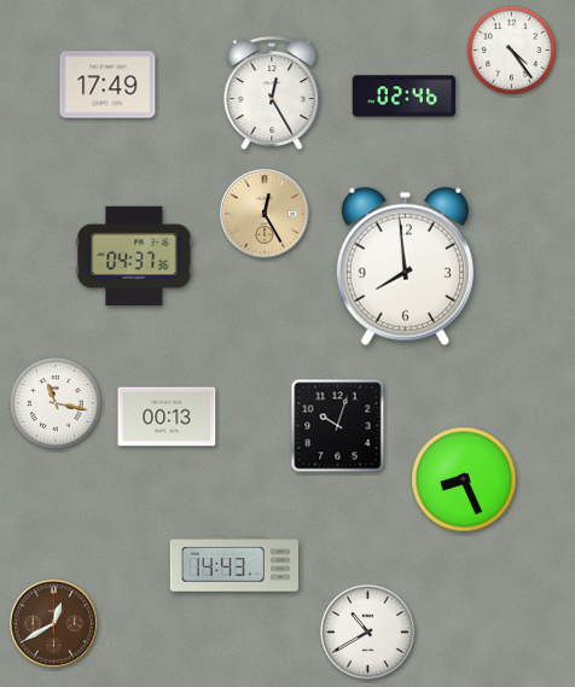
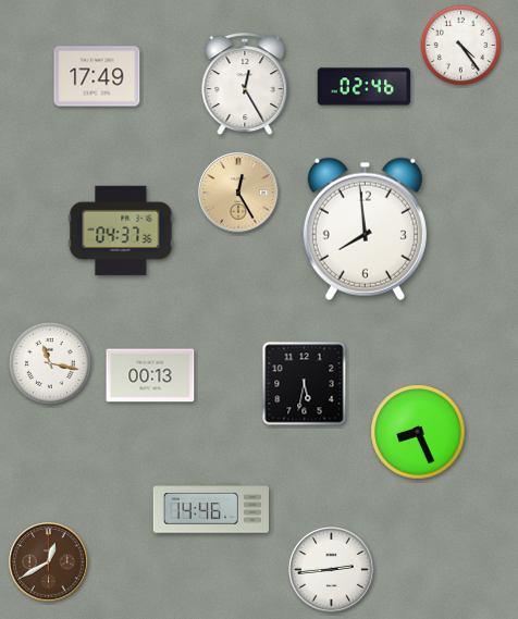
clock at (405, 266) position: (405, 266) -> (365, 228)
clock at (338, 426): 10:03 -> 5:32
clock at (233, 564): 14:43 -> 14:46
clock at (368, 633): 10:40 -> 2:44
